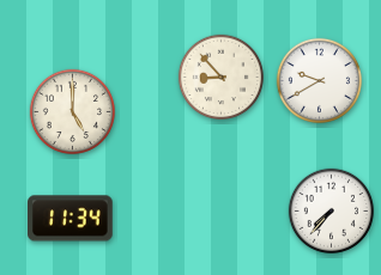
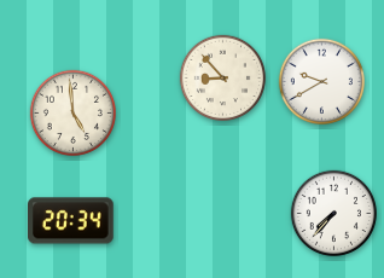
clock at (72, 111): 5:00 -> 4:59
clock at (71, 219): 11:34 -> 20:34
